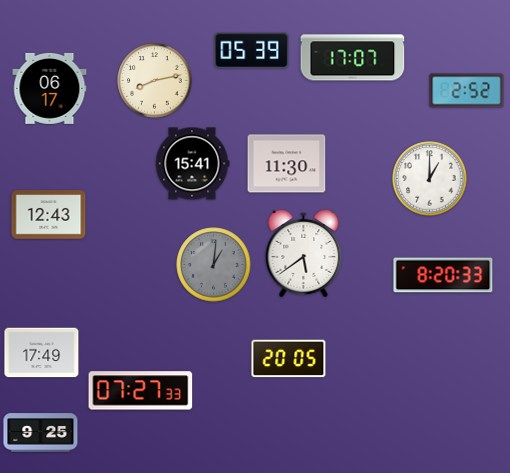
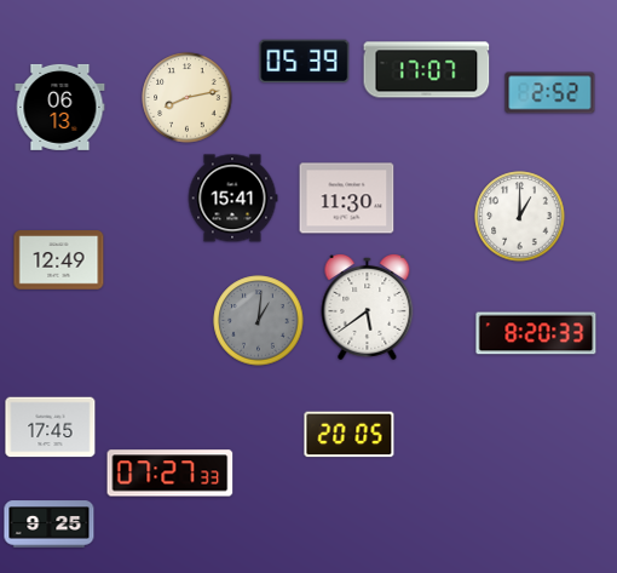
clock at (50, 88): 06:17 -> 06:13
clock at (467, 91) position: (467, 91) -> (550, 93)
clock at (49, 215): 12:43 -> 12:49
clock at (42, 353): 17:49 -> 17:45
